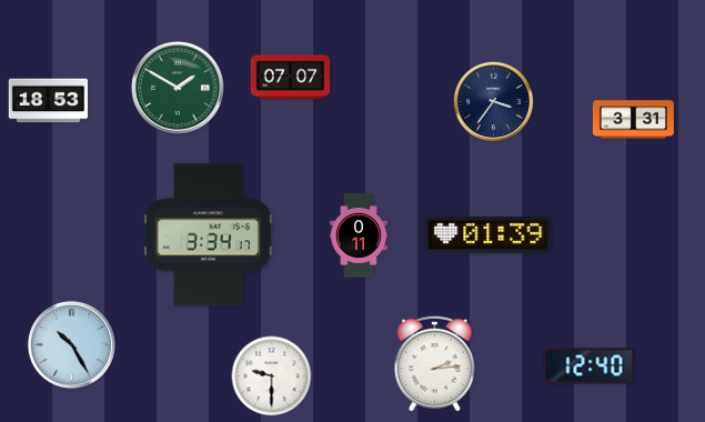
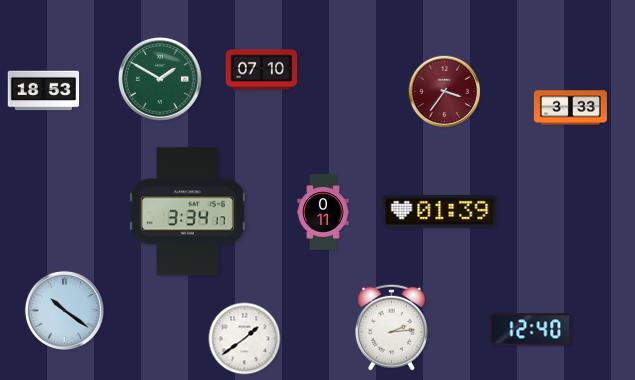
clock at (291, 78): 07:07 -> 07:10
clock at (494, 102) dial: navy -> burgundy
clock at (633, 120): 3:31 -> 3:33
clock at (71, 344): 10:25 -> 10:21
clock at (272, 376): 9:30 -> 1:39
